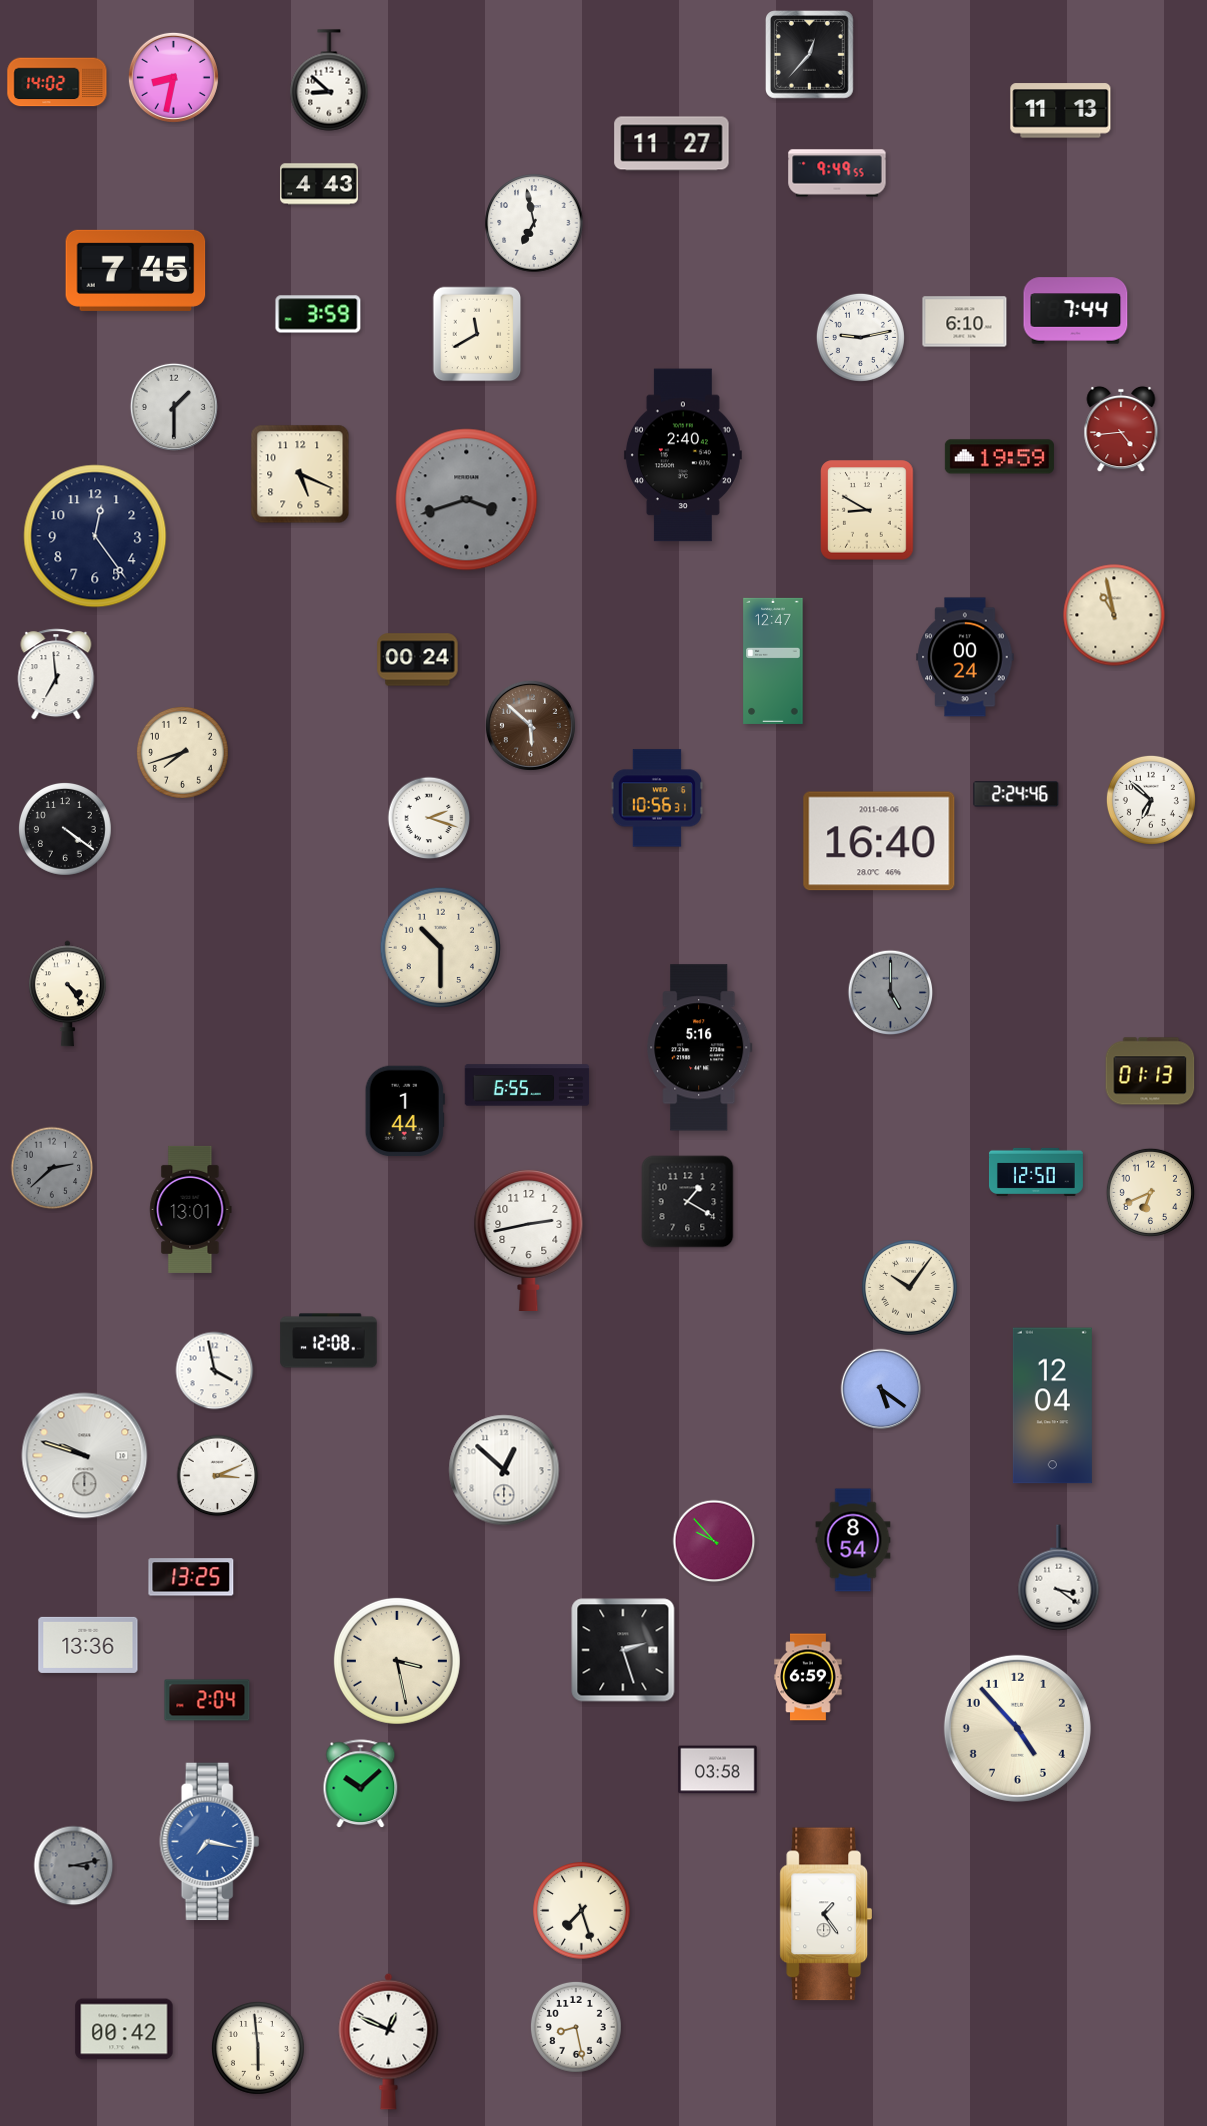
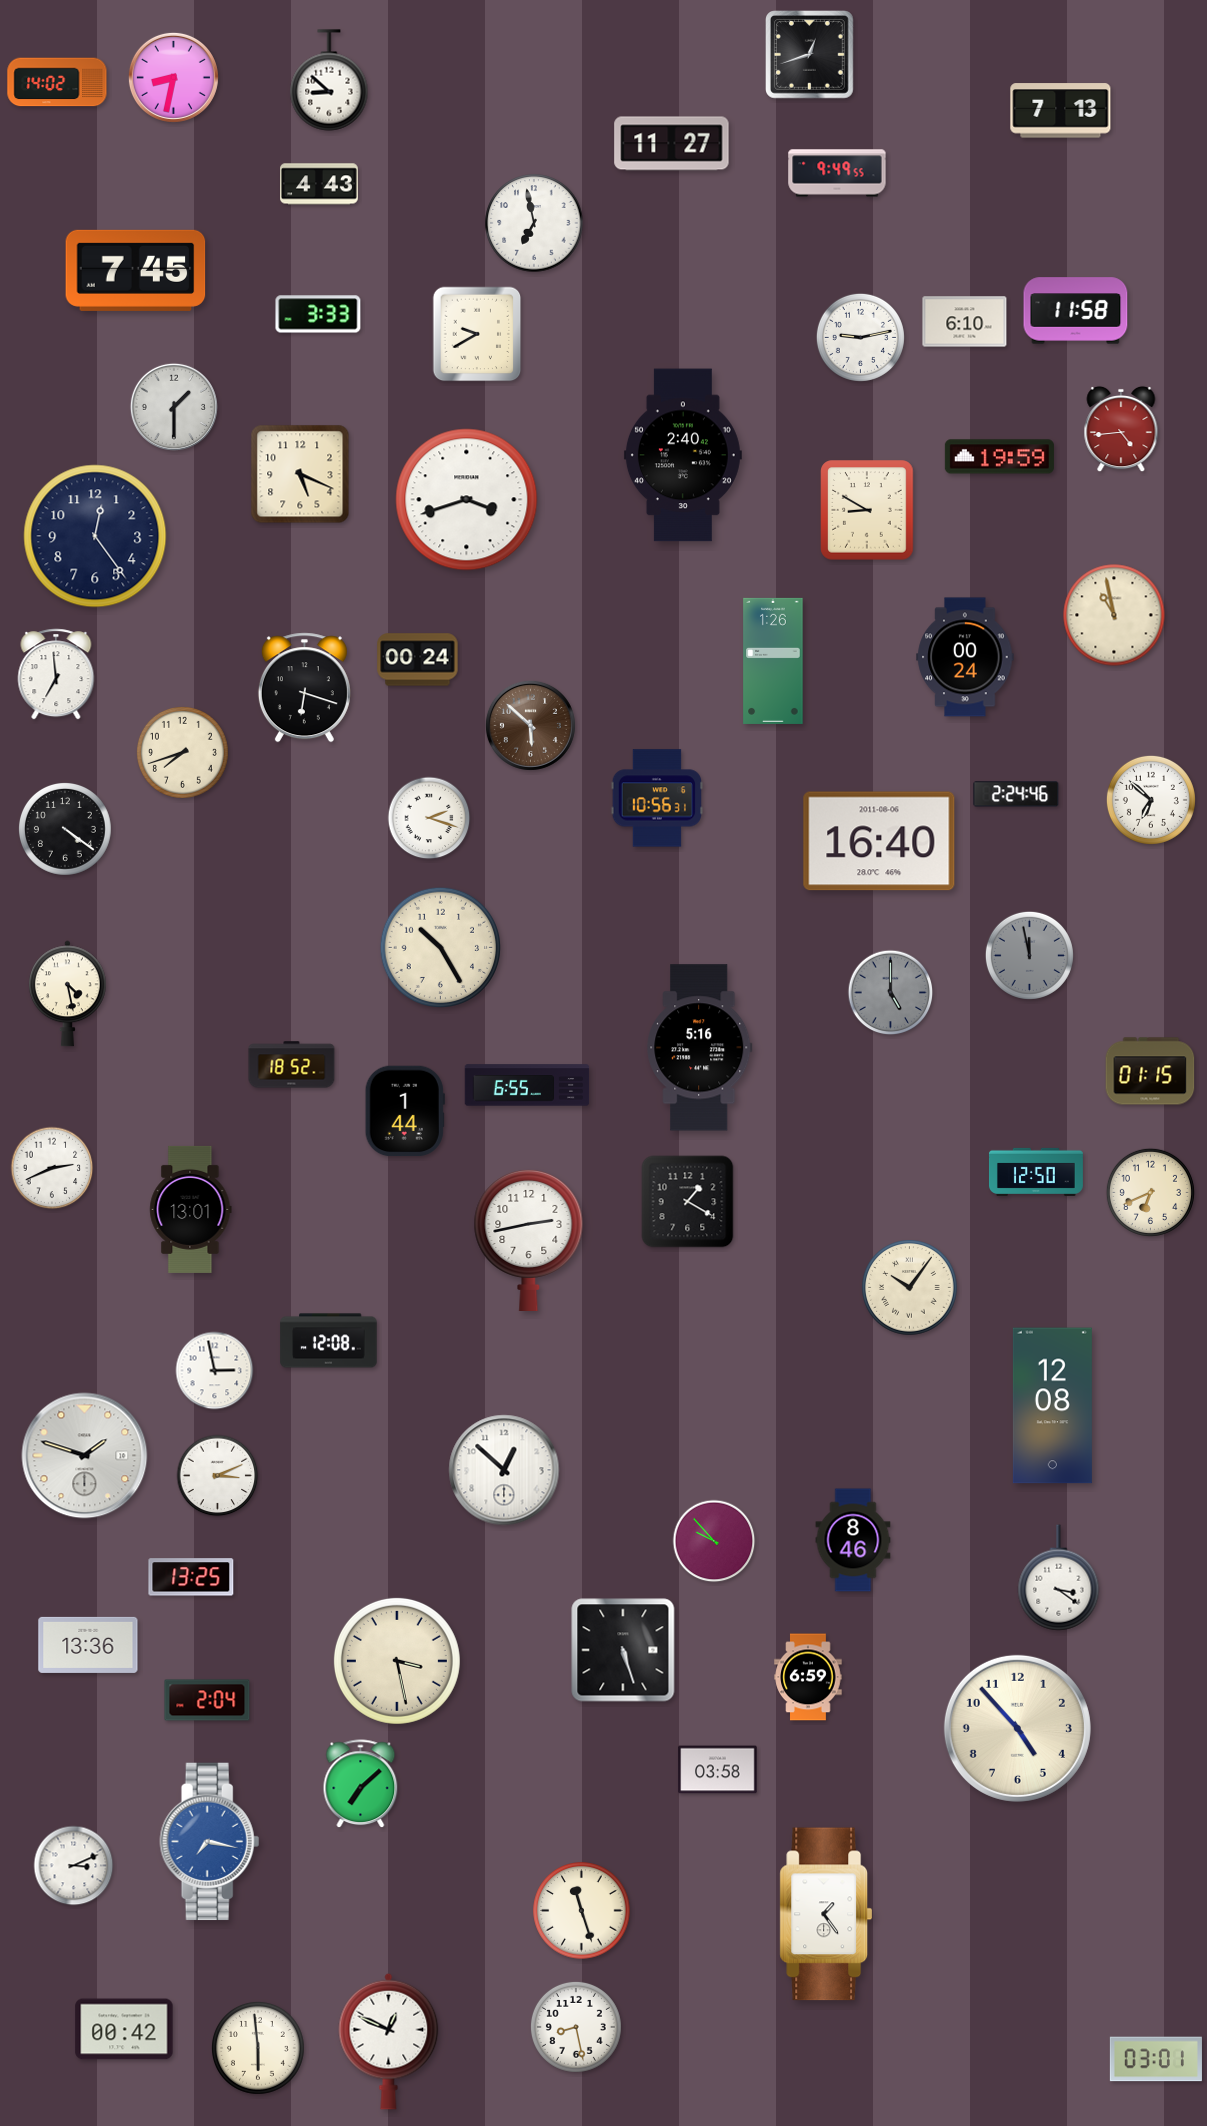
clock at (810, 55): 12:37 -> 12:42
clock at (1061, 111): 11:13 -> 7:13
clock at (1076, 311): 7:44 -> 11:58
clock at (318, 314): 3:59 -> 3:33
clock at (477, 334): 11:40 -> 9:40
clock at (467, 500) dial: grey -> white
clock at (773, 661): 12:47 -> 1:26
clock at (304, 688): none -> 6:18
clock at (440, 947): 10:30 -> 10:25
clock at (1029, 955): none -> 11:58
clock at (68, 994): 4:24 -> 4:28
clock at (292, 1065): none -> 18:52
clock at (1150, 1071): 01:13 -> 01:15
clock at (52, 1168): 2:38 -> 2:41
clock at (52, 1168) dial: grey -> white
clock at (215, 1371): 3:58 -> 2:58
clock at (881, 1389): 5:21 -> none
clock at (1052, 1406): 12:04 -> 12:08
clock at (85, 1456): 9:48 -> 1:48
clock at (853, 1540): 8:54 -> 8:46
clock at (623, 1650): 2:27 -> 5:27
clock at (361, 1784): 10:08 -> 7:08
clock at (74, 1866): 3:13 -> 3:11
clock at (74, 1866) dial: grey -> white
clock at (582, 1911): 7:27 -> 11:27
clock at (1156, 2059): none -> 03:01
